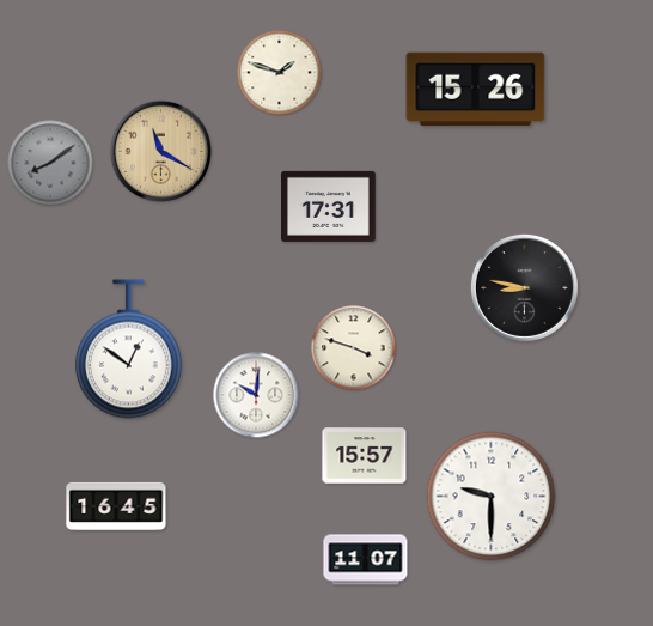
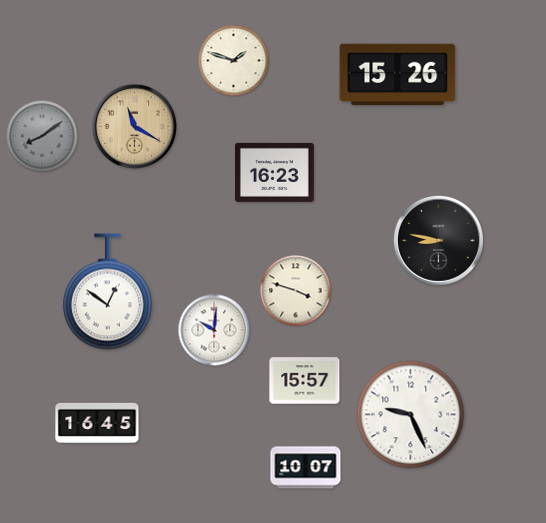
clock at (329, 206): 17:31 -> 16:23
clock at (492, 497): 9:30 -> 9:26
clock at (366, 560): 11:07 -> 10:07
